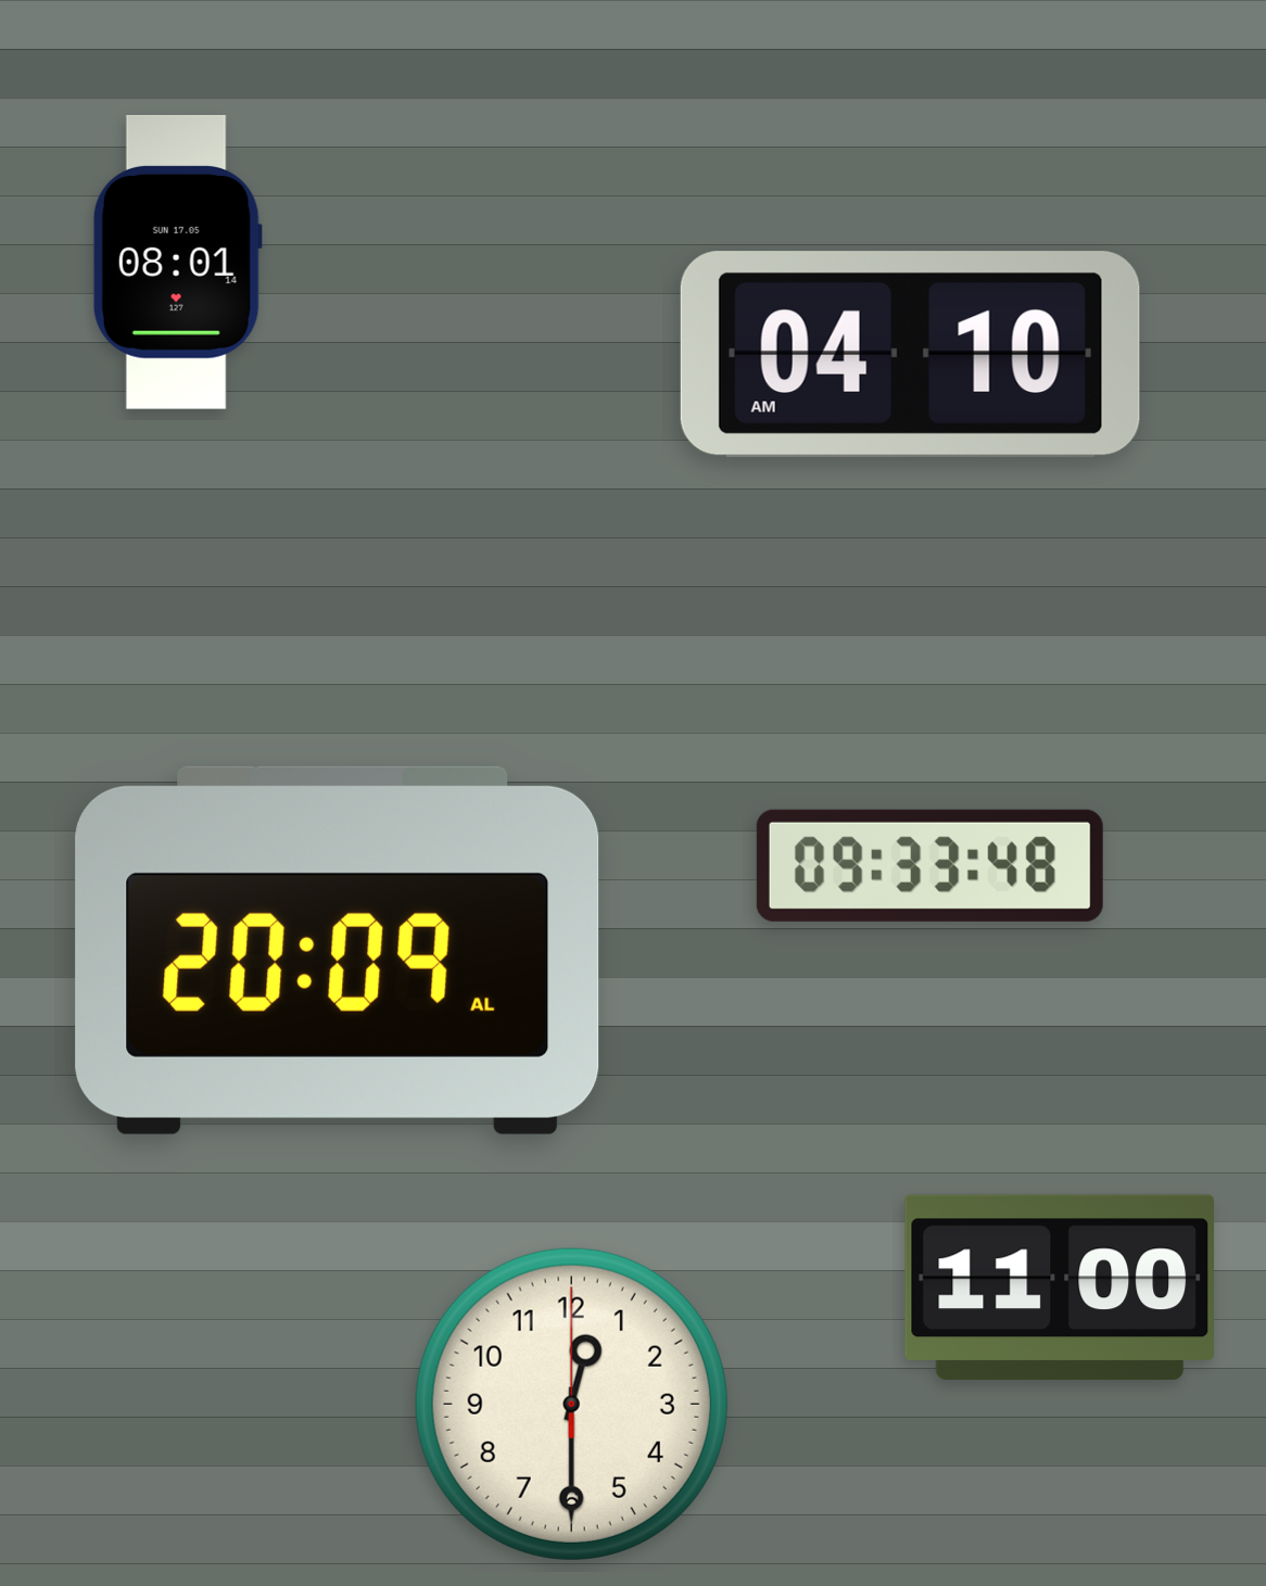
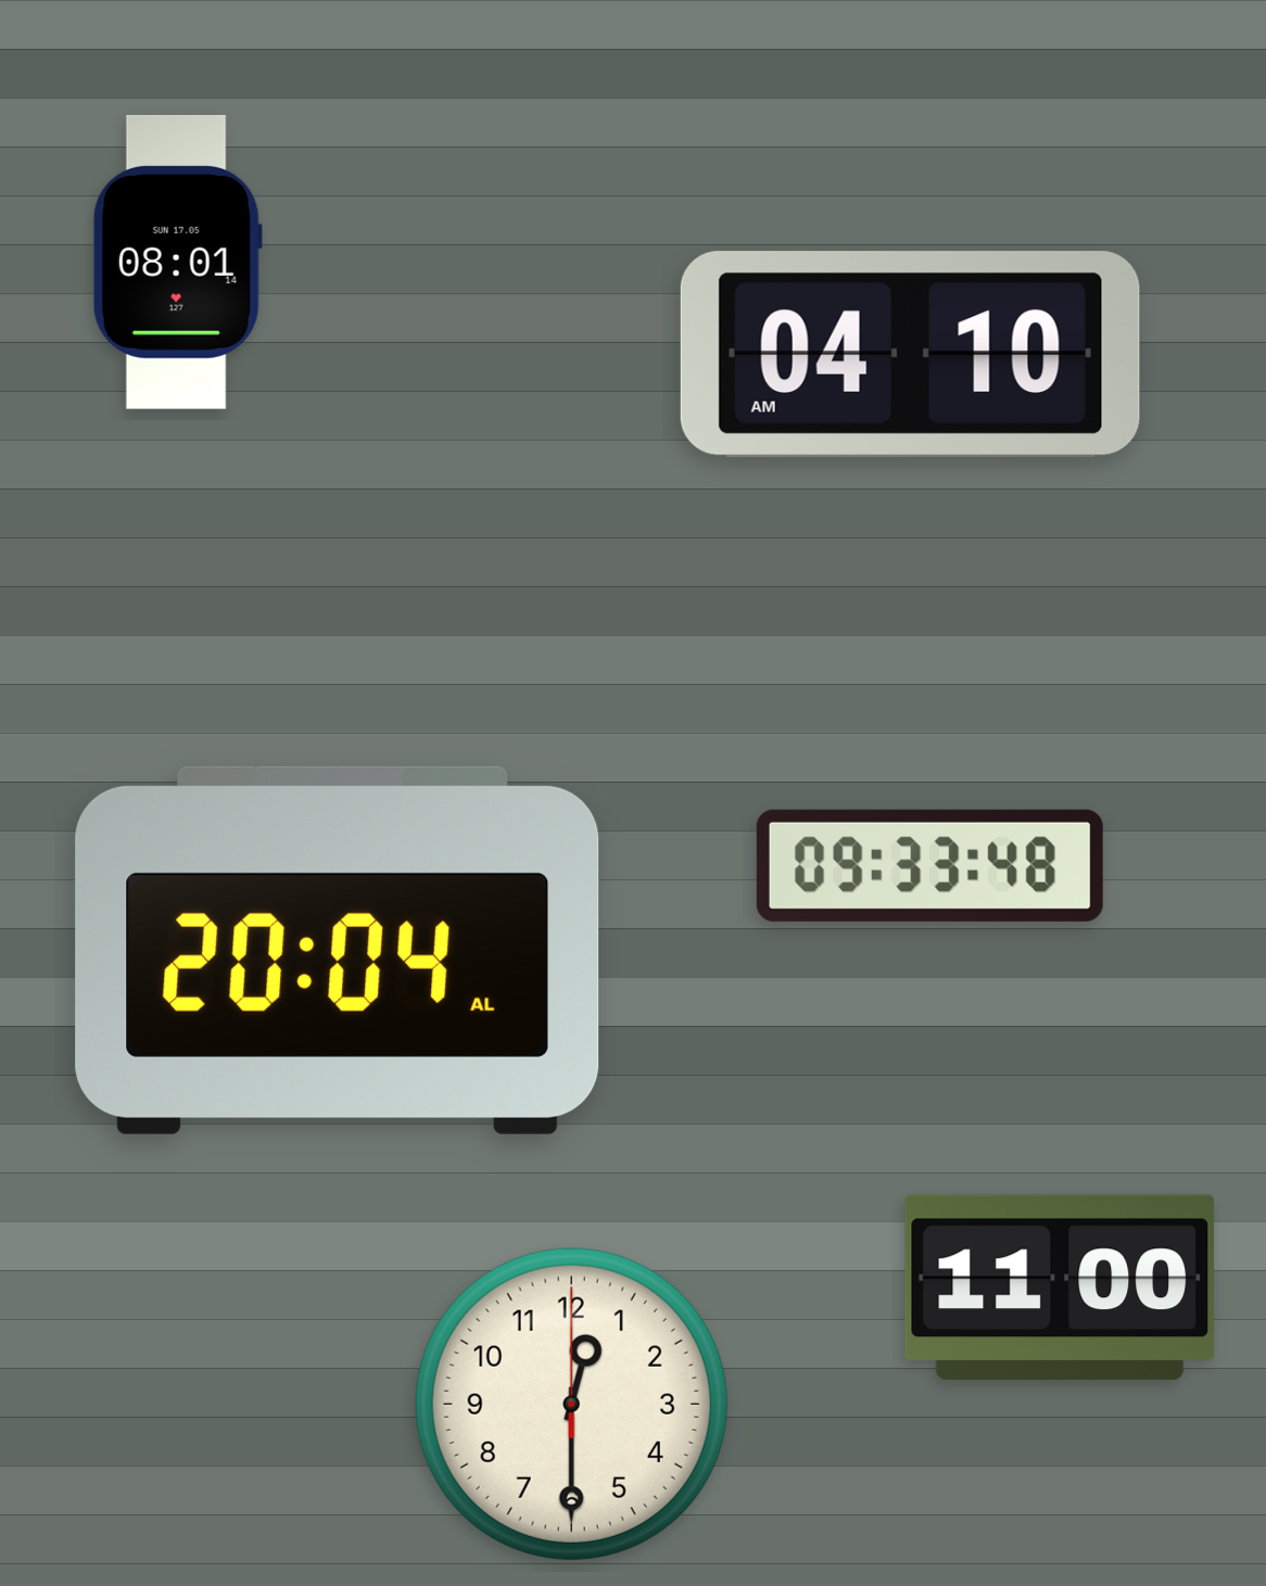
clock at (338, 950): 20:09 -> 20:04
